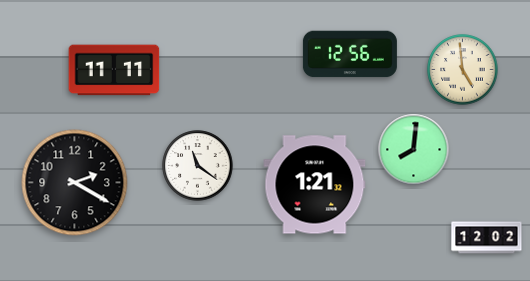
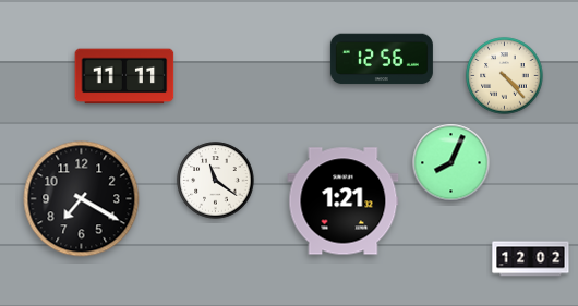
clock at (463, 70): 4:59 -> 4:23
clock at (414, 150): 8:01 -> 8:04
clock at (75, 183): 2:20 -> 7:20
